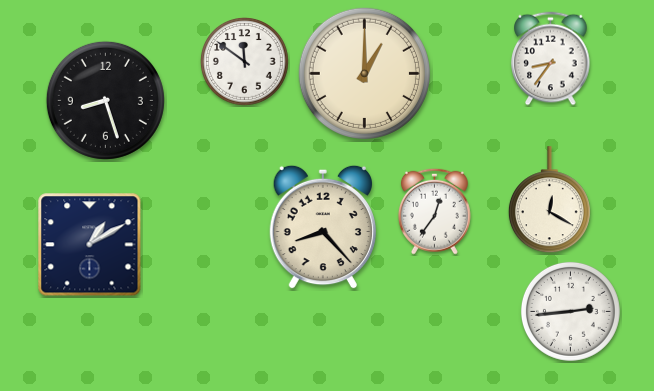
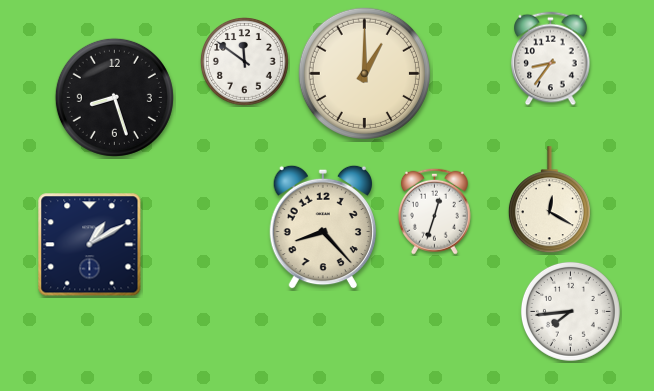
clock at (105, 100) position: (105, 100) -> (114, 97)
clock at (434, 211): 12:36 -> 12:33
clock at (570, 311): 2:44 -> 7:44
